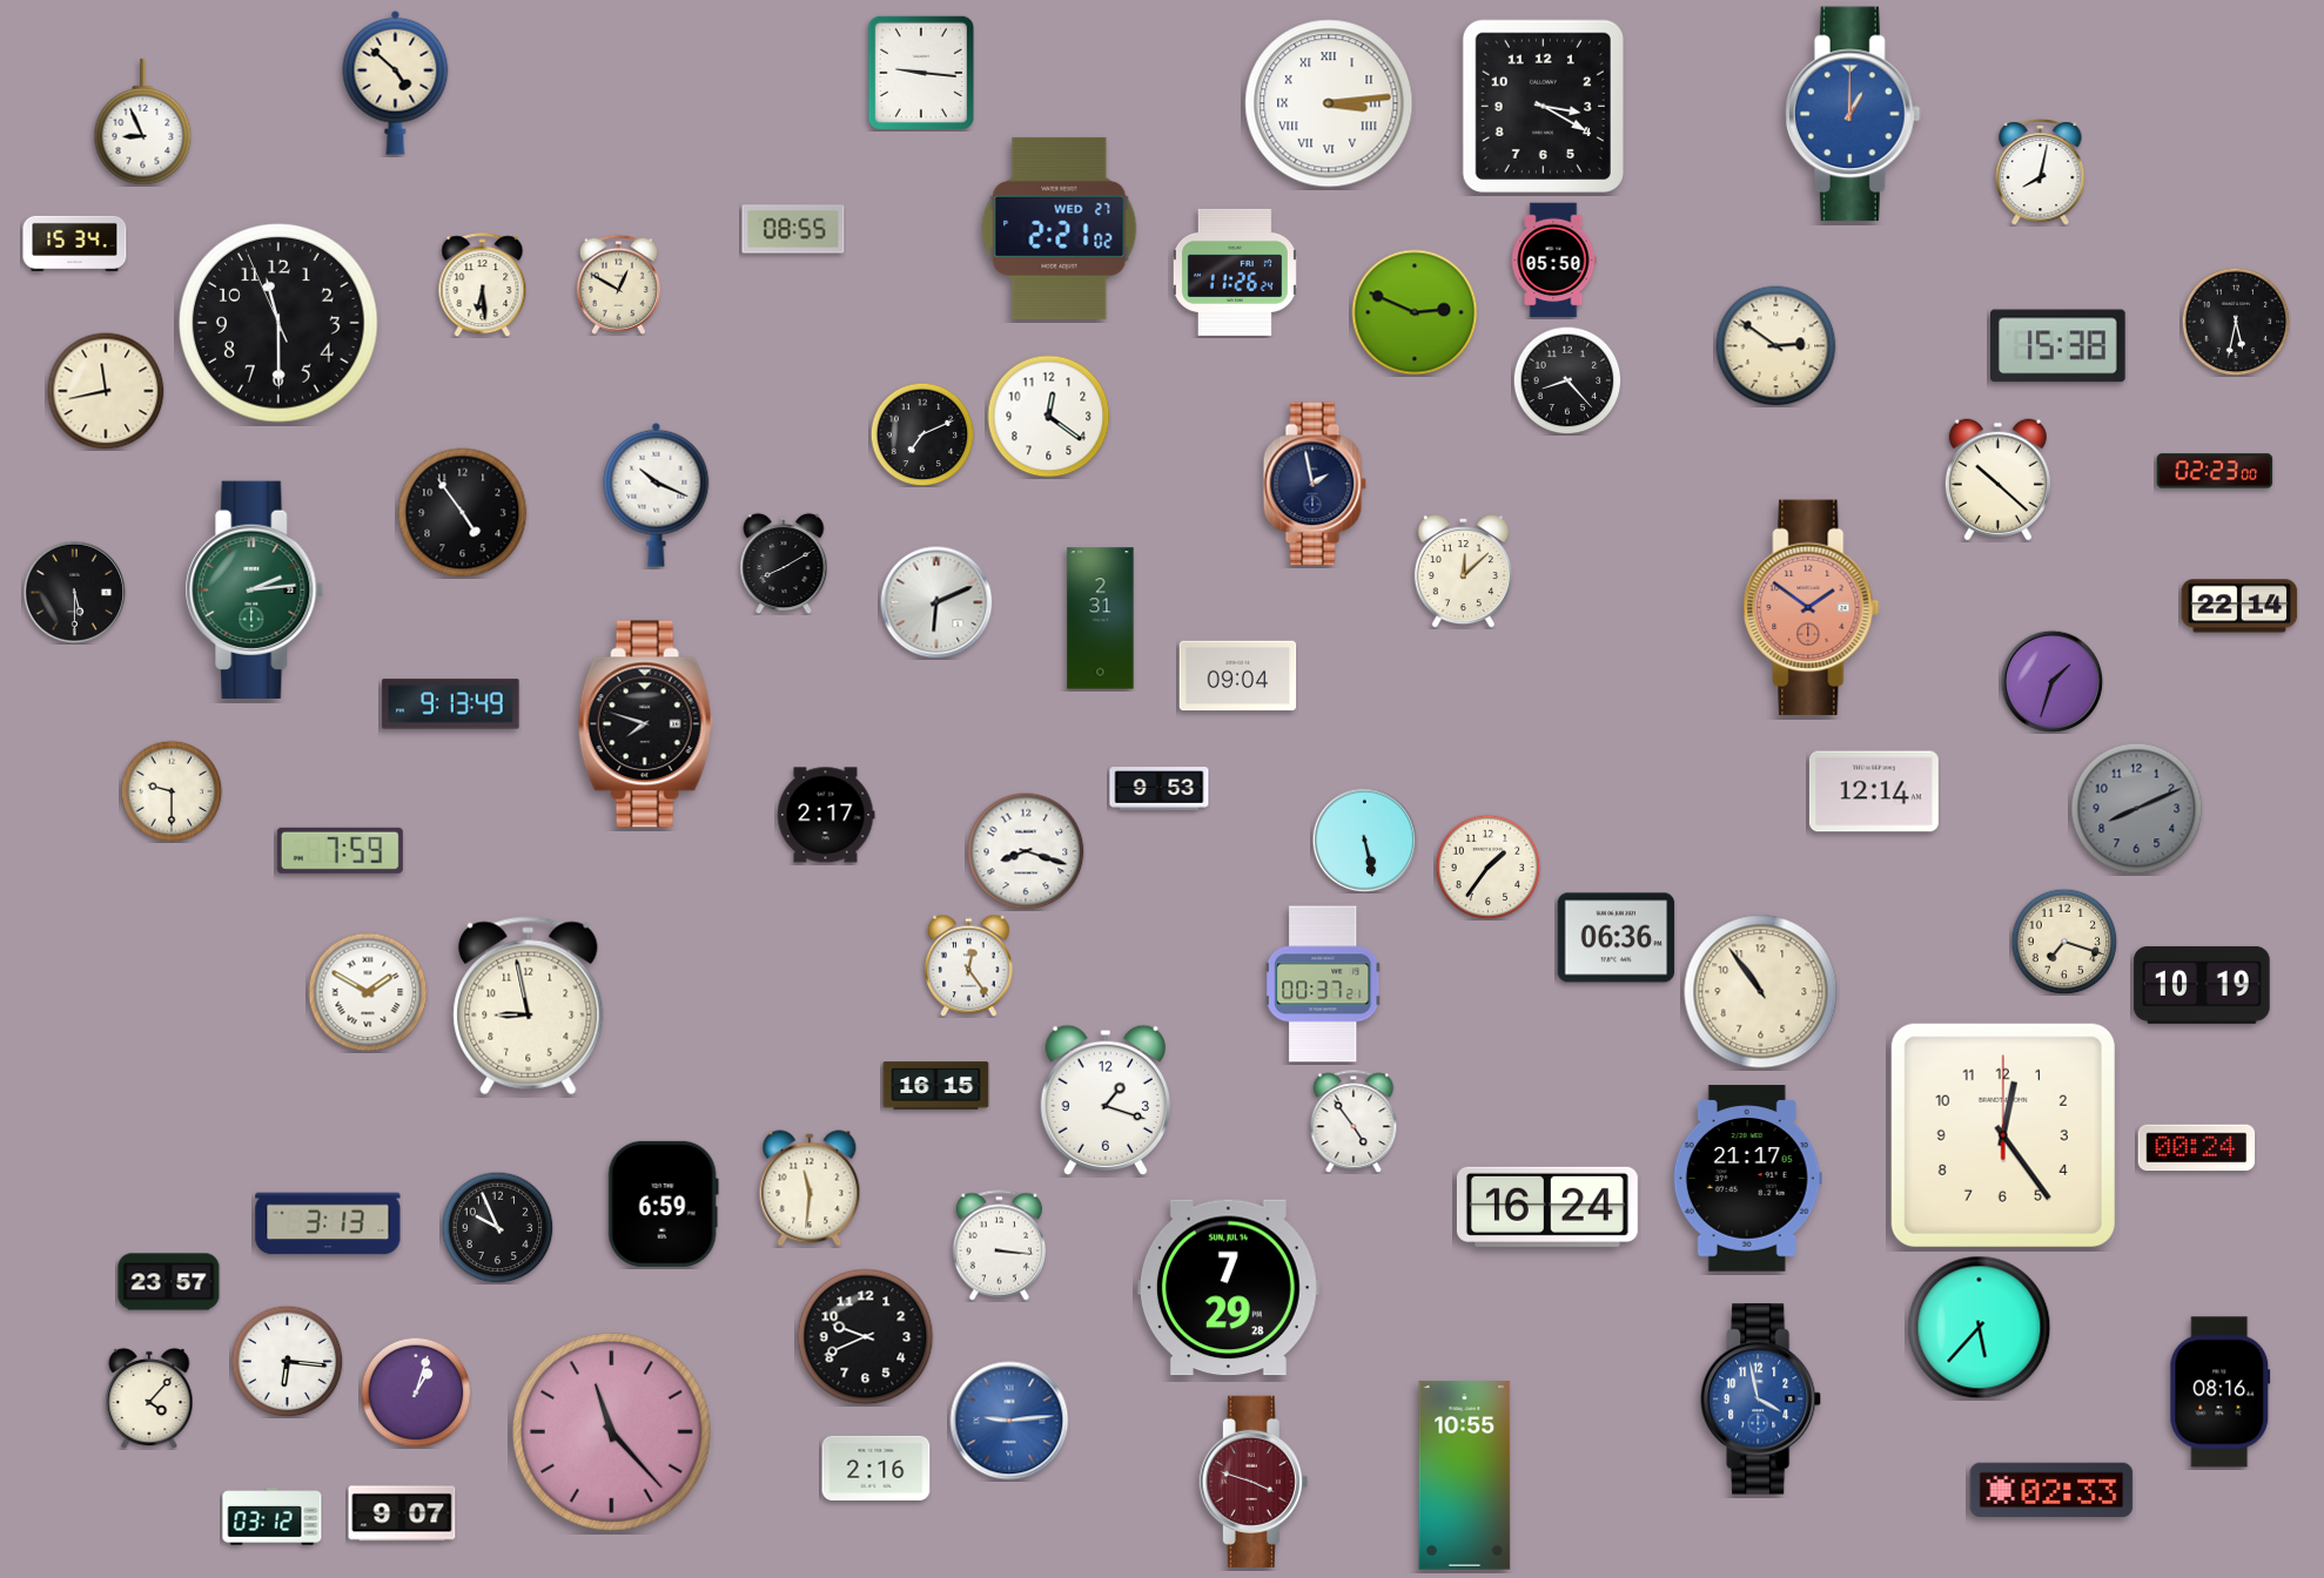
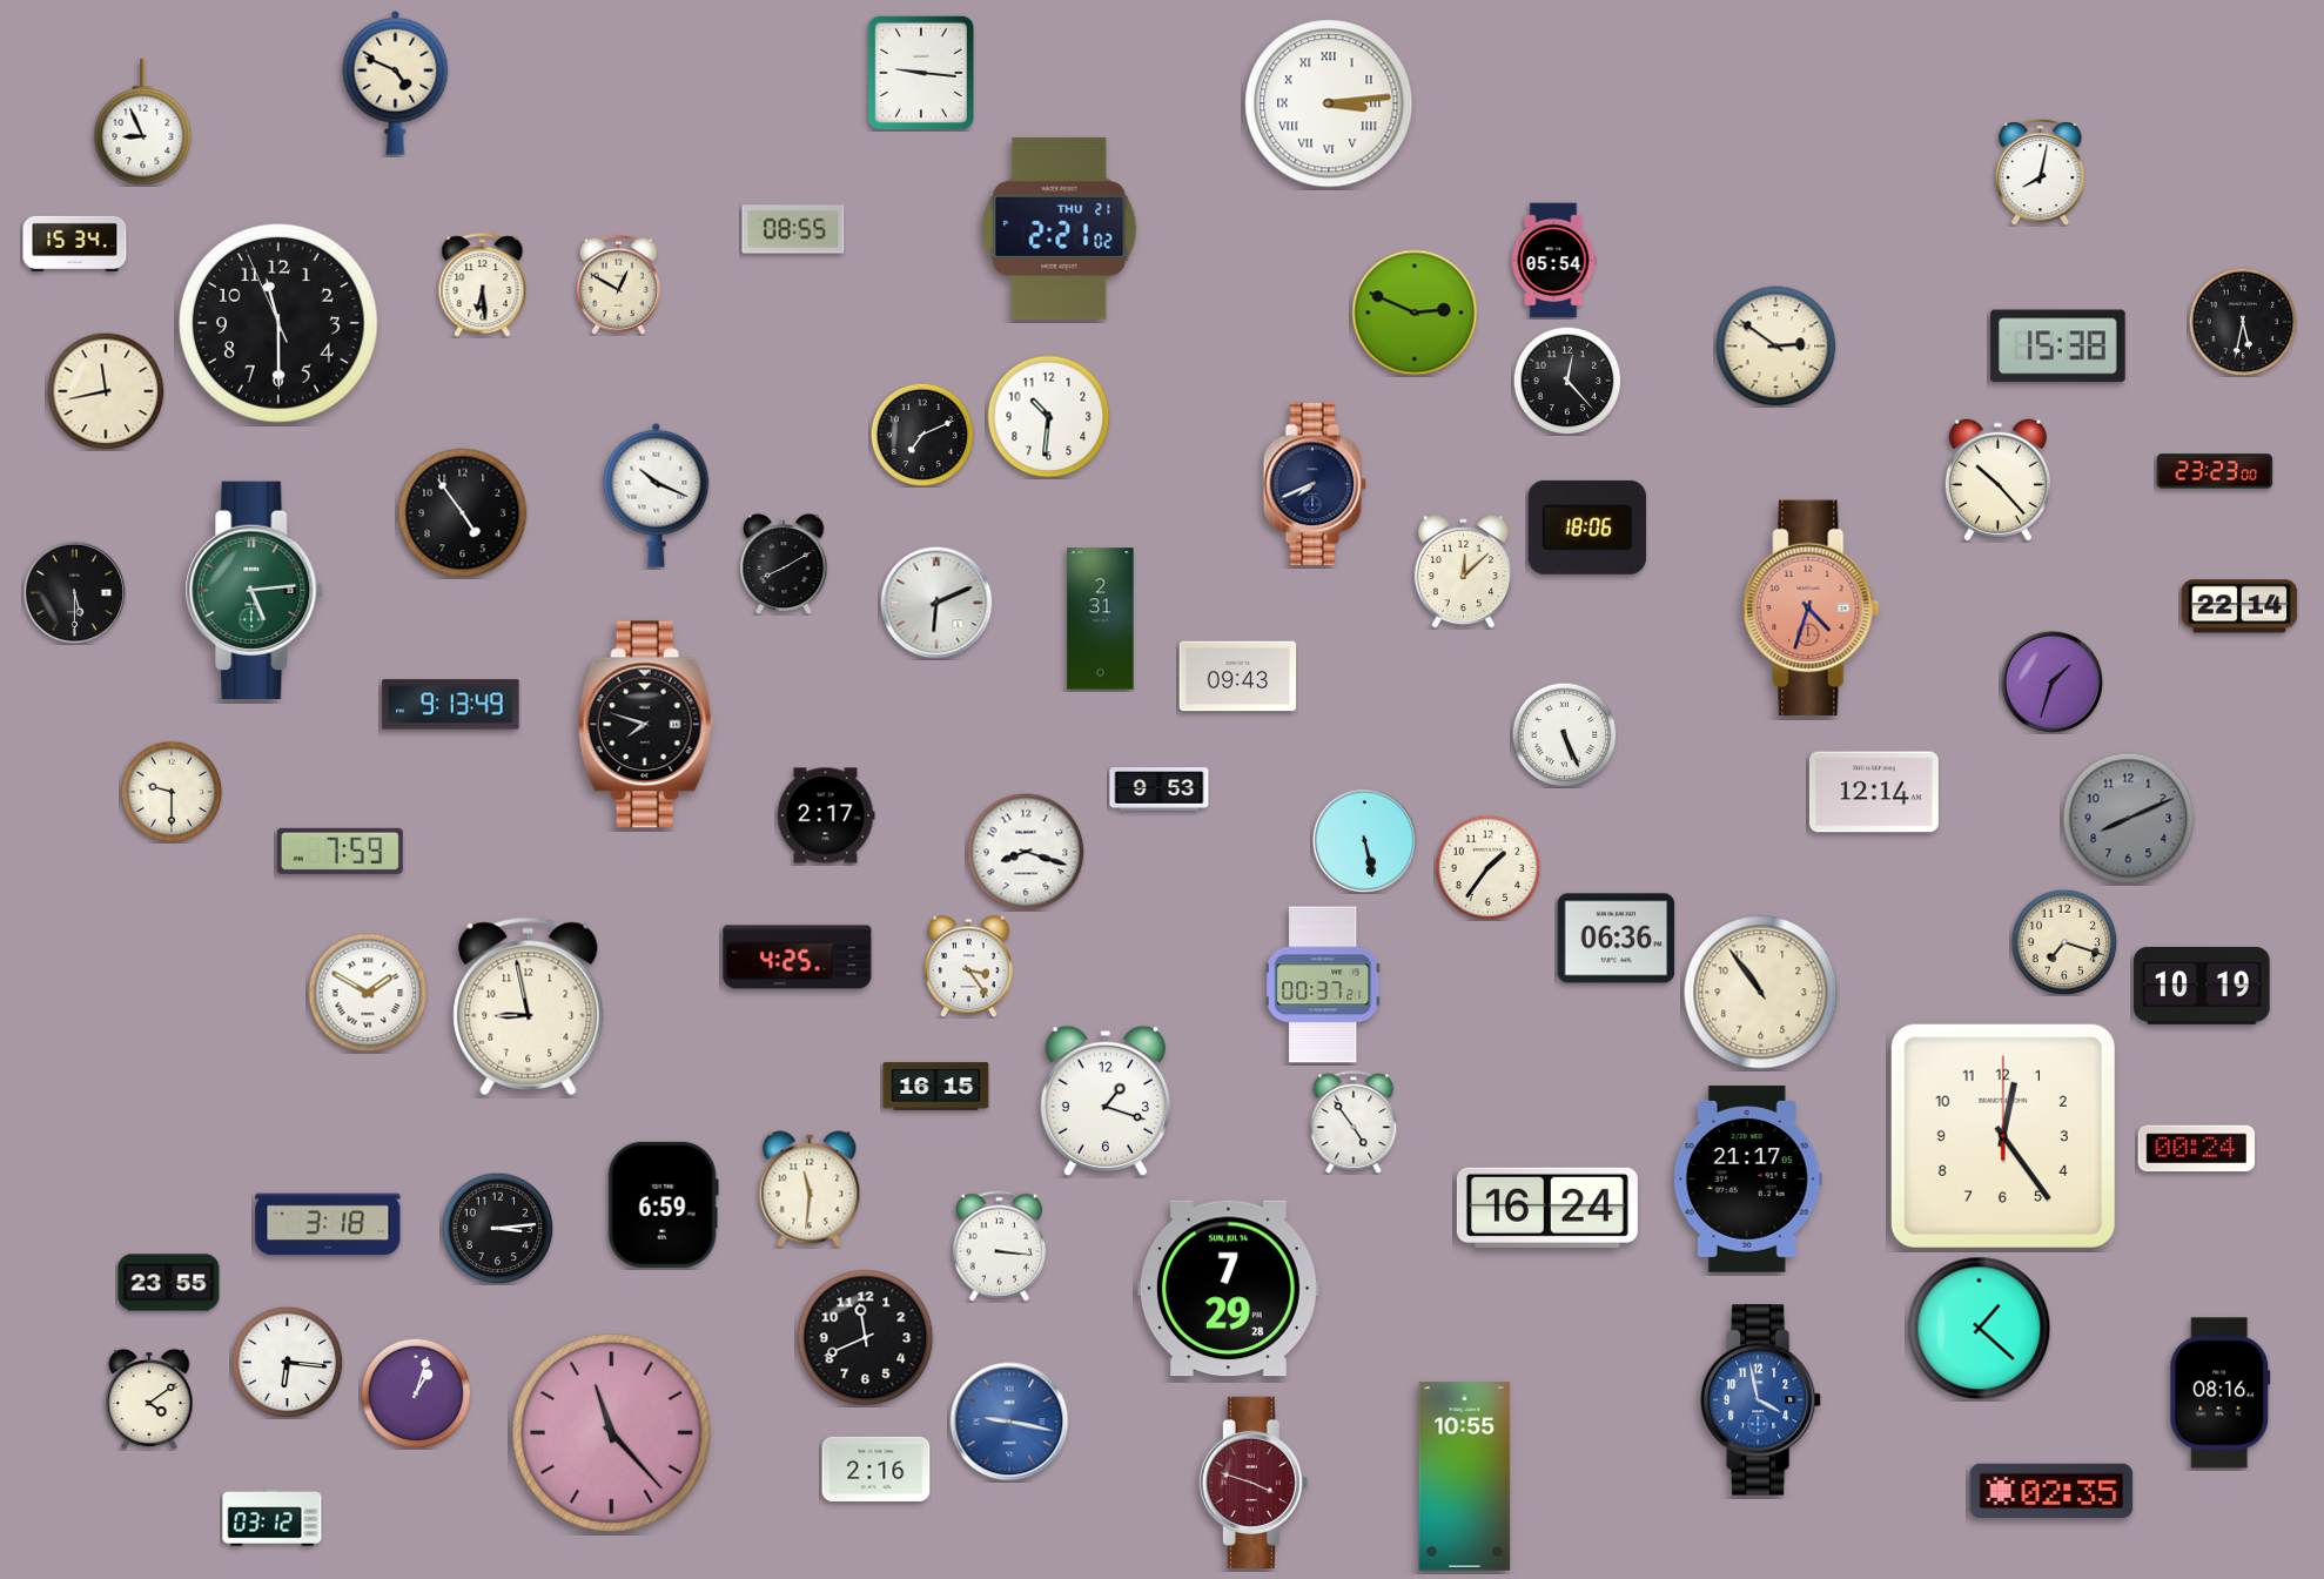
clock at (396, 82): 4:52 -> 4:49
clock at (1543, 106): 3:20 -> none
clock at (1853, 114): 1:00 -> none
clock at (1060, 228) date: WED 27 -> THU 21
clock at (1553, 261): 05:50 -> 05:54
clock at (1235, 272): 11:26 -> none
clock at (2236, 322) position: (2236, 322) -> (2243, 322)
clock at (1567, 380): 8:23 -> 12:23
clock at (1049, 417): 12:21 -> 10:31
clock at (2215, 471): 02:23 -> 23:23
clock at (1997, 480): 10:22 -> 10:23
clock at (1315, 484): 1:58 -> 7:41
clock at (1587, 528): none -> 18:06
clock at (255, 589): 2:14 -> 5:14
clock at (1812, 608): 1:51 -> 4:33
clock at (1238, 676): 09:04 -> 09:43
clock at (1564, 734): none -> 5:26
clock at (2137, 809) position: (2137, 809) -> (2129, 819)
clock at (798, 958): none -> 4:25
clock at (969, 965): 12:24 -> 3:24
clock at (328, 1223): 3:13 -> 3:18
clock at (497, 1227): 9:56 -> 3:14
clock at (169, 1282): 23:57 -> 23:55
clock at (1980, 1328): 5:37 -> 1:22
clock at (866, 1337): 9:41 -> 11:41
clock at (149, 1398): 4:07 -> 4:09
clock at (1009, 1421): 9:14 -> 9:17
clock at (2051, 1489): 02:33 -> 02:35
clock at (402, 1513): 9:07 -> none
